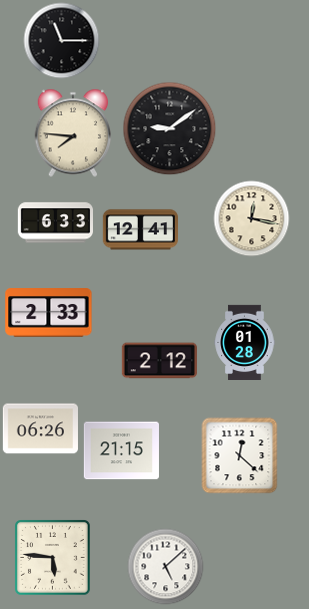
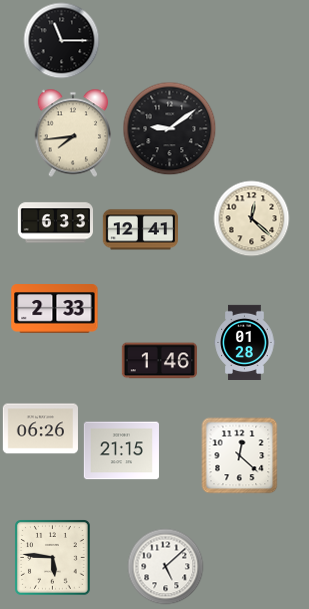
clock at (73, 133): 7:46 -> 7:44
clock at (252, 219): 12:17 -> 12:22
clock at (49, 313) position: (49, 313) -> (55, 309)
clock at (159, 361): 2:12 -> 1:46
